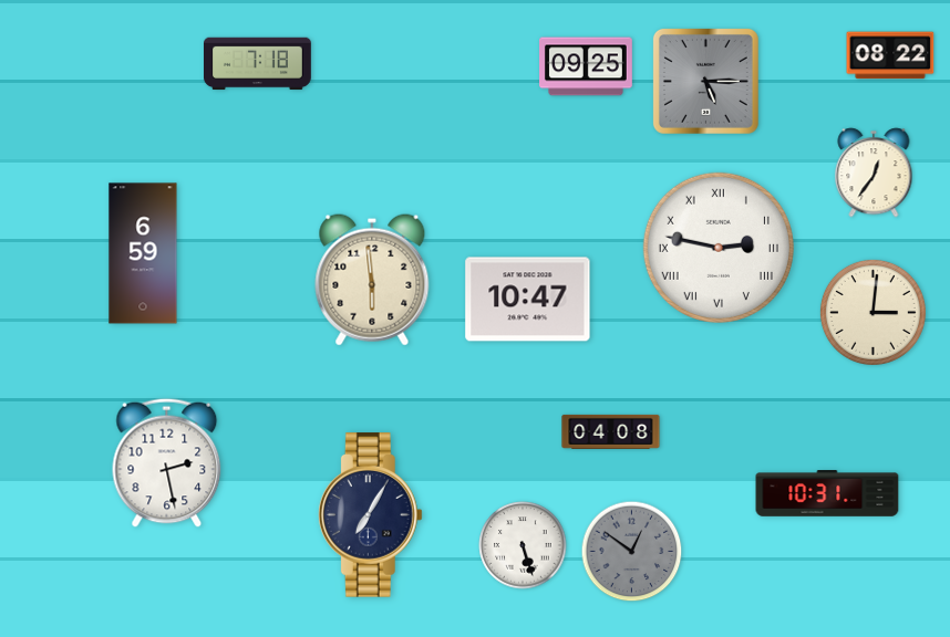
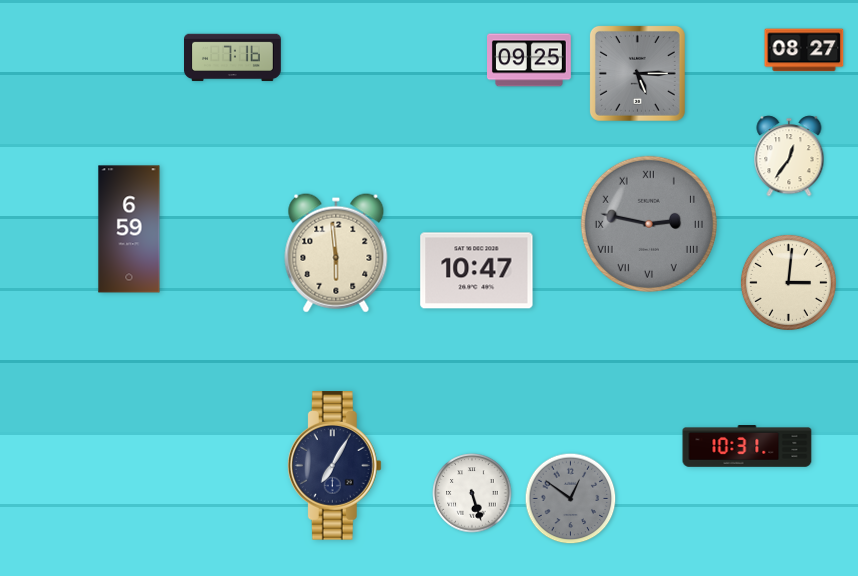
clock at (890, 55): 08:22 -> 08:27
clock at (258, 64): 7:18 -> 7:16
clock at (719, 248) dial: white -> grey
clock at (611, 431): 04:08 -> none
clock at (167, 462): 2:28 -> none
